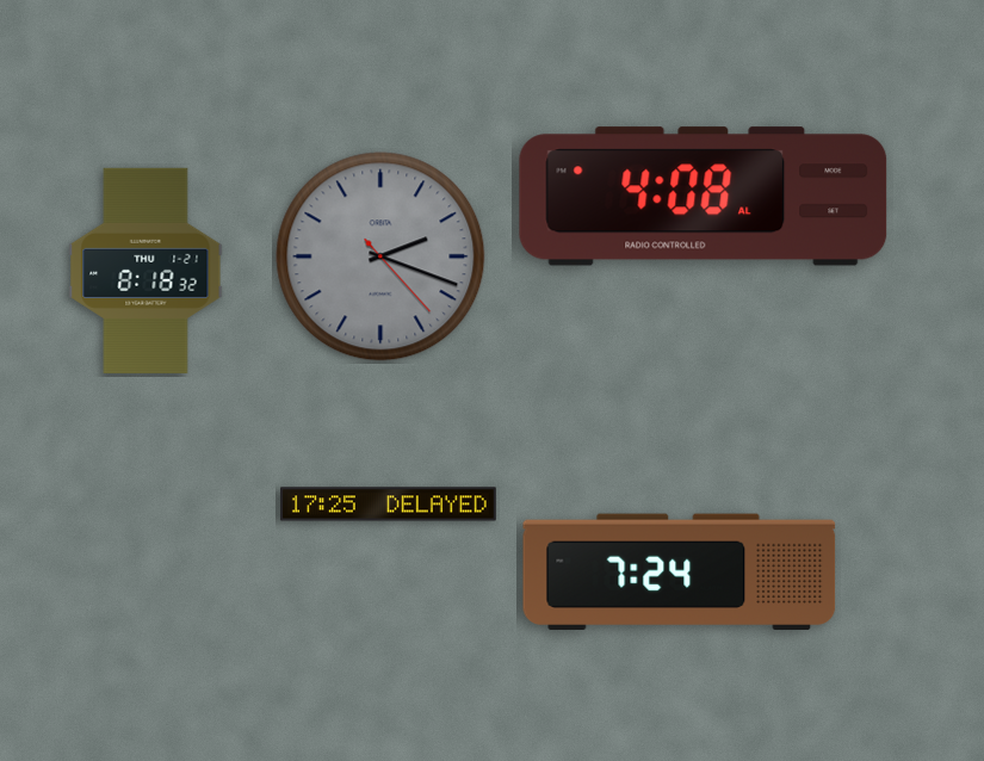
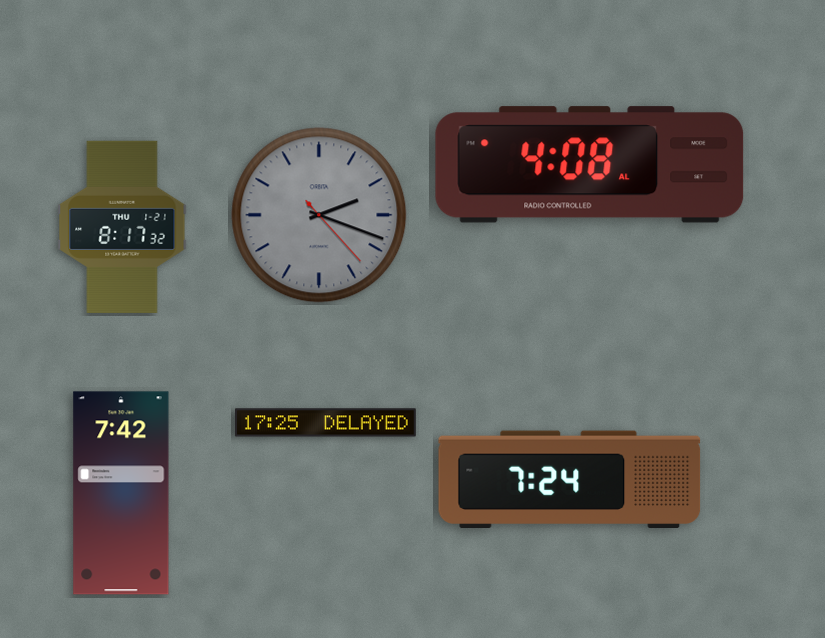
clock at (146, 271): 8:18 -> 8:17
clock at (121, 493): none -> 7:42
